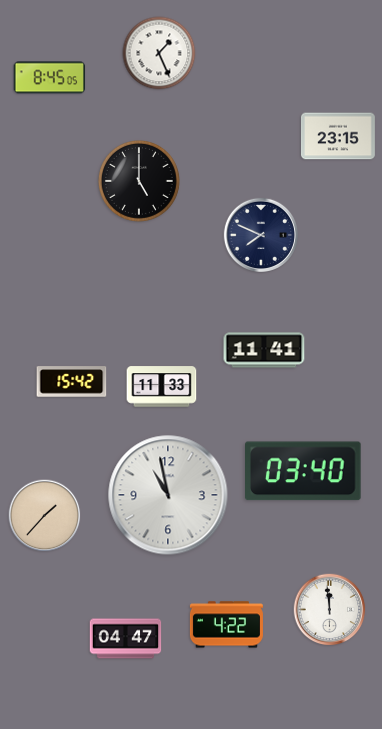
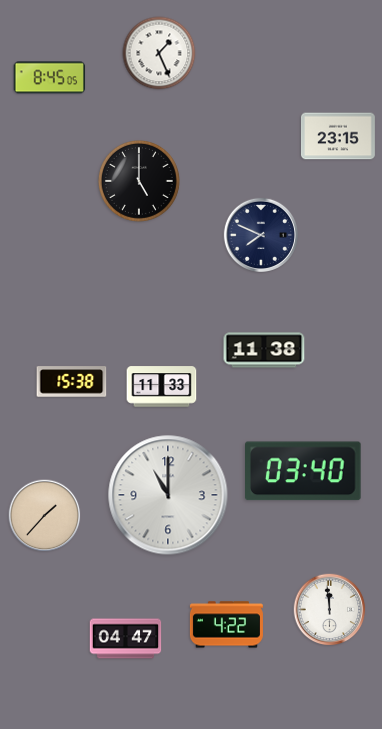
clock at (264, 350): 11:41 -> 11:38
clock at (72, 382): 15:42 -> 15:38
clock at (168, 495): 10:58 -> 11:00
